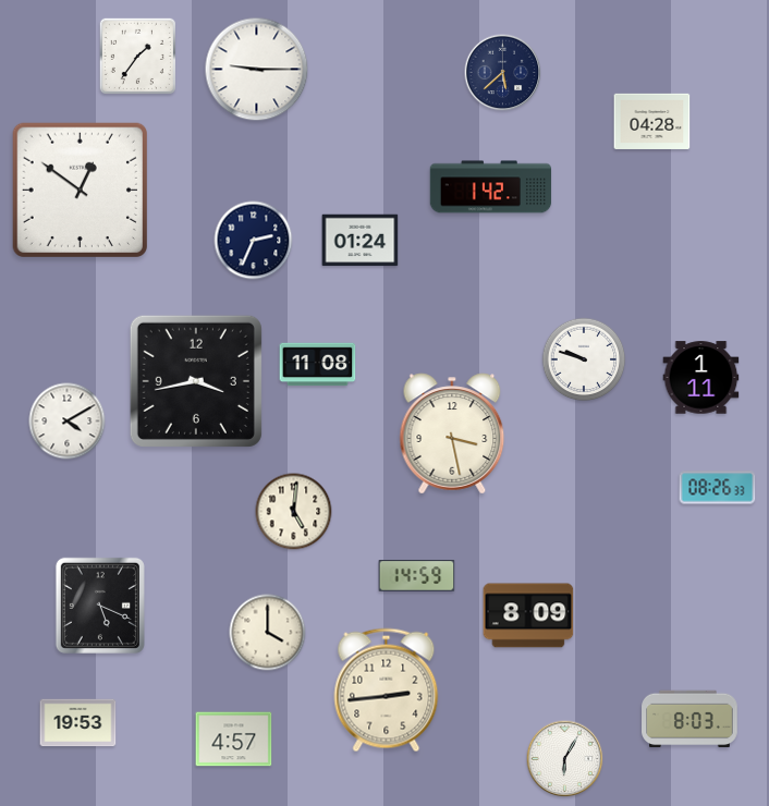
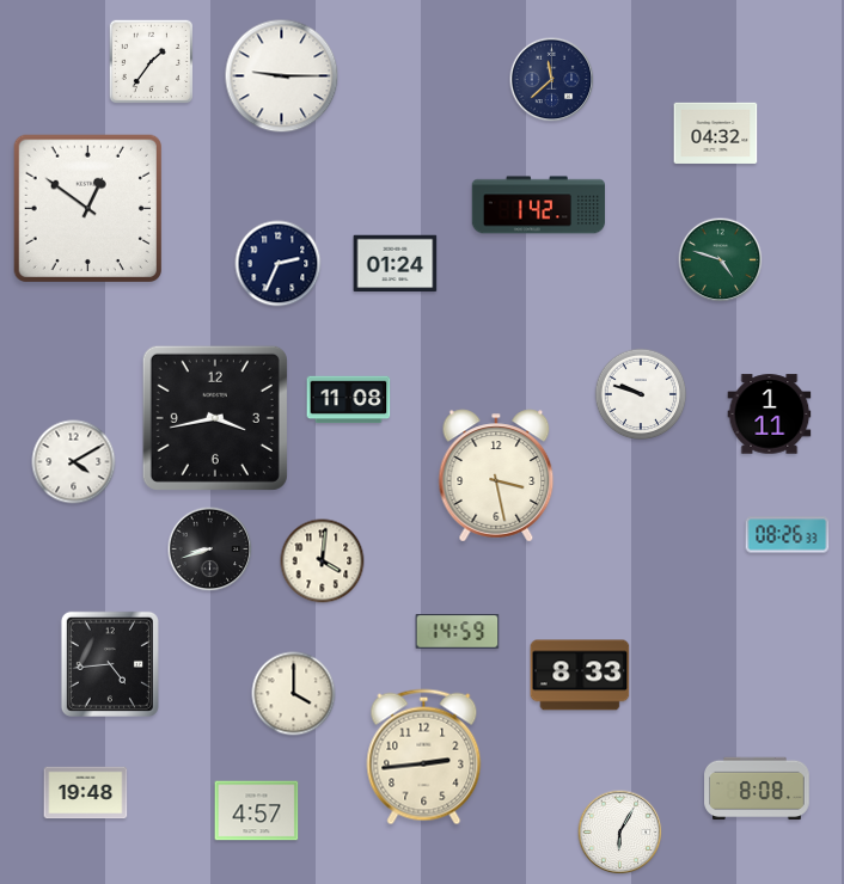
clock at (503, 73): 5:38 -> 11:38
clock at (652, 121): 04:28 -> 04:32
clock at (721, 260): none -> 4:48
clock at (210, 550): none -> 8:42
clock at (294, 512): 5:01 -> 4:01
clock at (100, 606): 5:19 -> 4:44
clock at (528, 615): 8:09 -> 8:33
clock at (689, 719): 8:03 -> 8:08
clock at (78, 723): 19:53 -> 19:48
